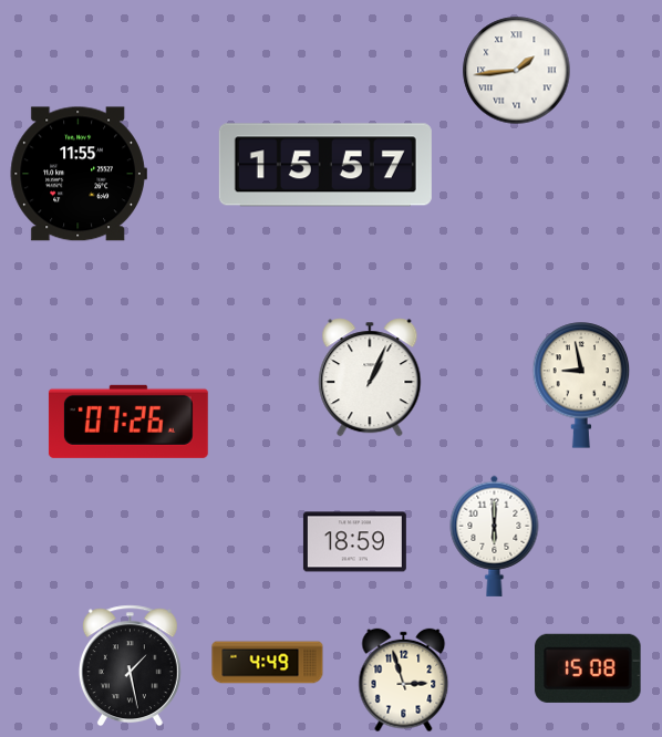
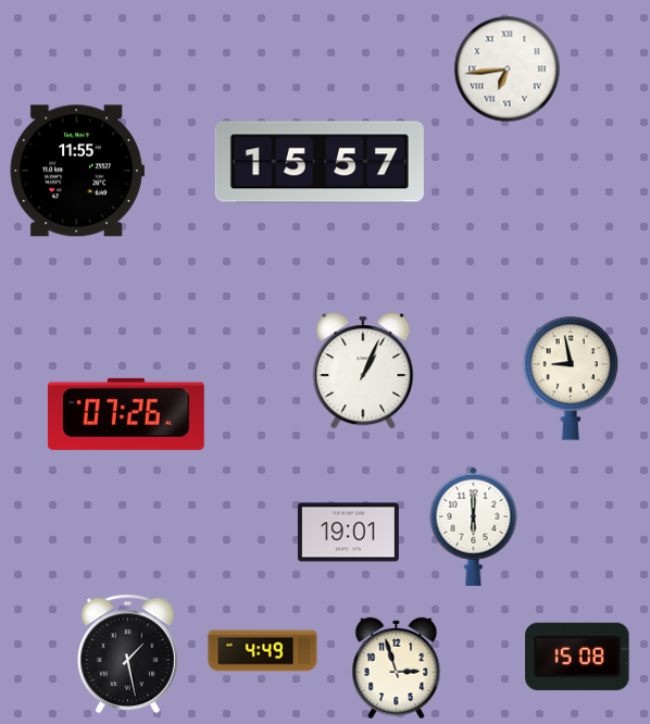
clock at (517, 71): 1:44 -> 6:44
clock at (495, 536) position: (495, 536) -> (474, 526)
clock at (354, 542): 18:59 -> 19:01
